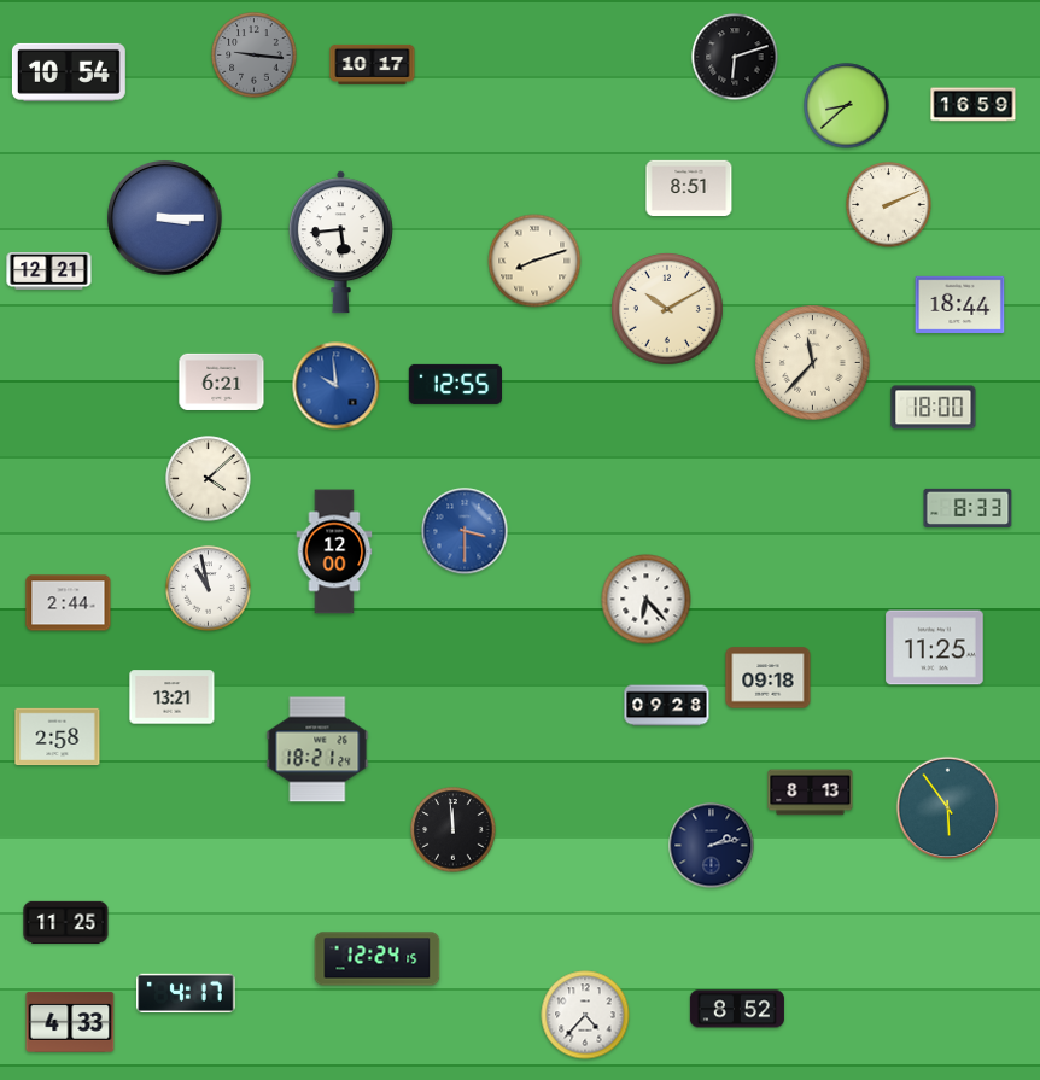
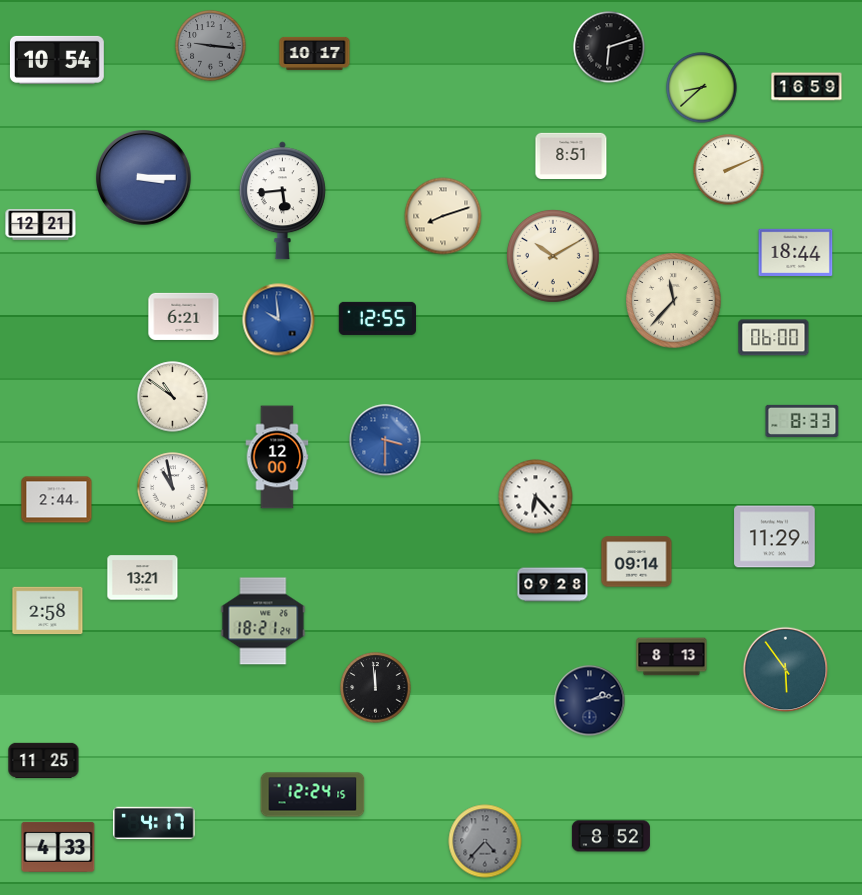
clock at (373, 64) position: (373, 64) -> (315, 53)
clock at (889, 205) position: (889, 205) -> (729, 170)
clock at (165, 218) position: (165, 218) -> (144, 178)
clock at (934, 408): 18:00 -> 06:00
clock at (209, 479): 4:08 -> 10:51
clock at (935, 648): 11:25 -> 11:29
clock at (769, 678): 09:18 -> 09:14
clock at (66, 922) position: (66, 922) -> (44, 760)
clock at (585, 1015) dial: white -> grey
